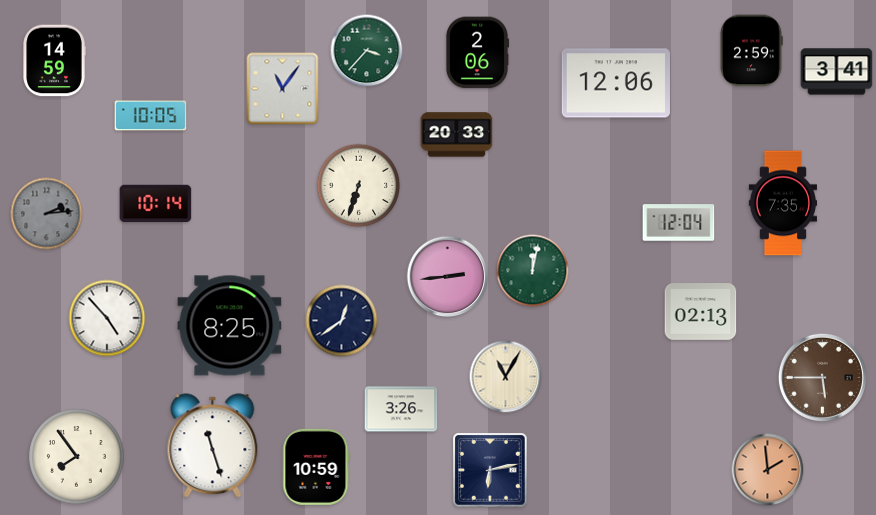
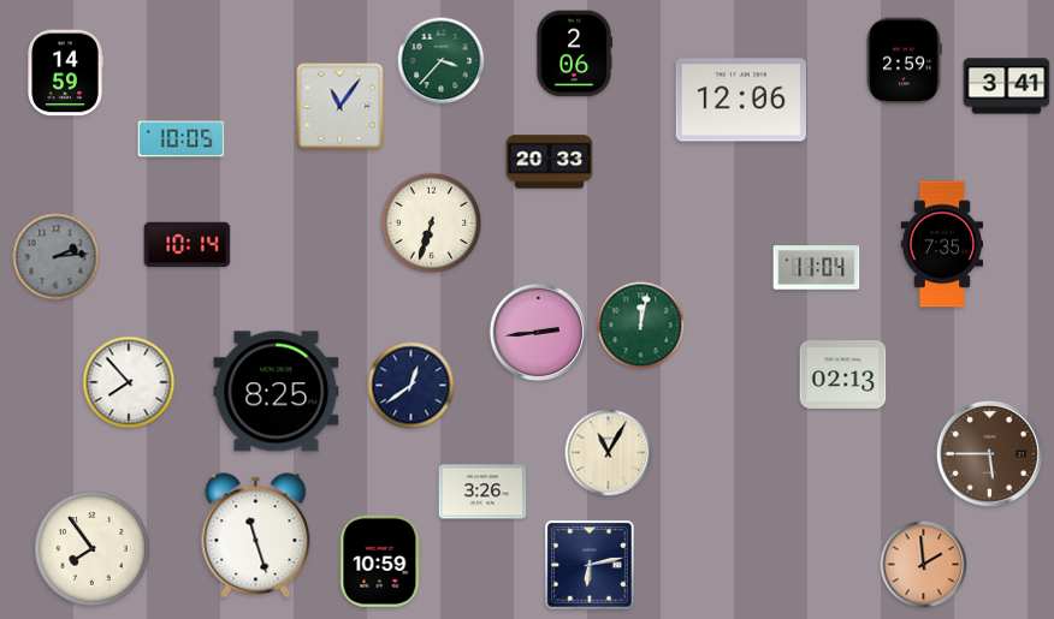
clock at (476, 53) position: (476, 53) -> (573, 54)
clock at (679, 223): 12:04 -> 11:04
clock at (107, 318): 4:53 -> 7:53
